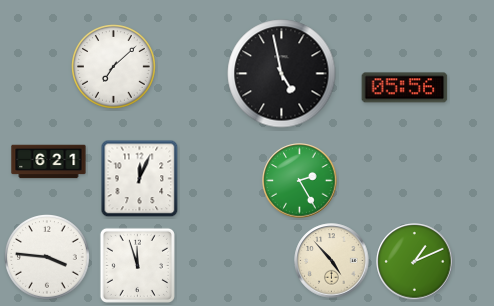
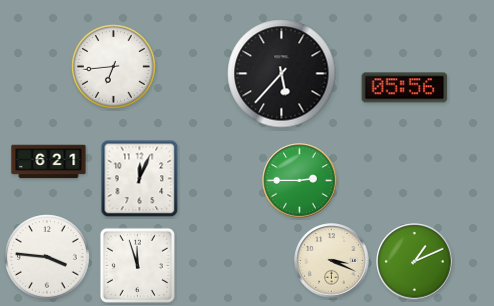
clock at (114, 67): 7:08 -> 6:44
clock at (282, 74): 4:58 -> 5:37
clock at (300, 181): 2:25 -> 2:45
clock at (332, 261): 4:53 -> 3:19
